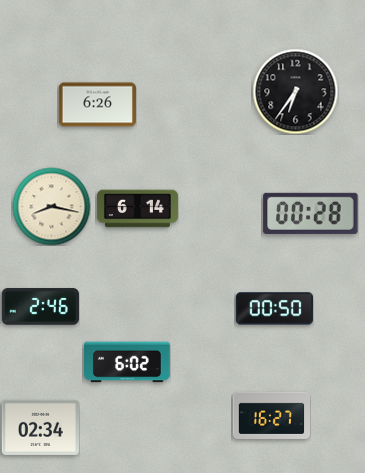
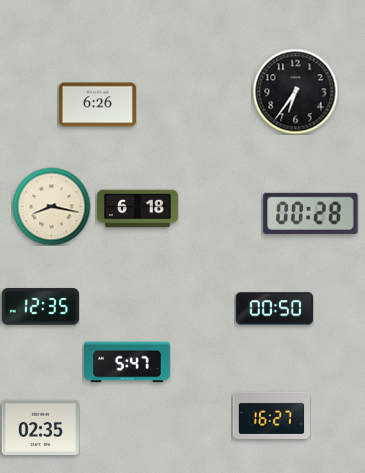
clock at (137, 209): 6:14 -> 6:18
clock at (40, 307): 2:46 -> 12:35
clock at (128, 362): 6:02 -> 5:47
clock at (40, 427): 02:34 -> 02:35
